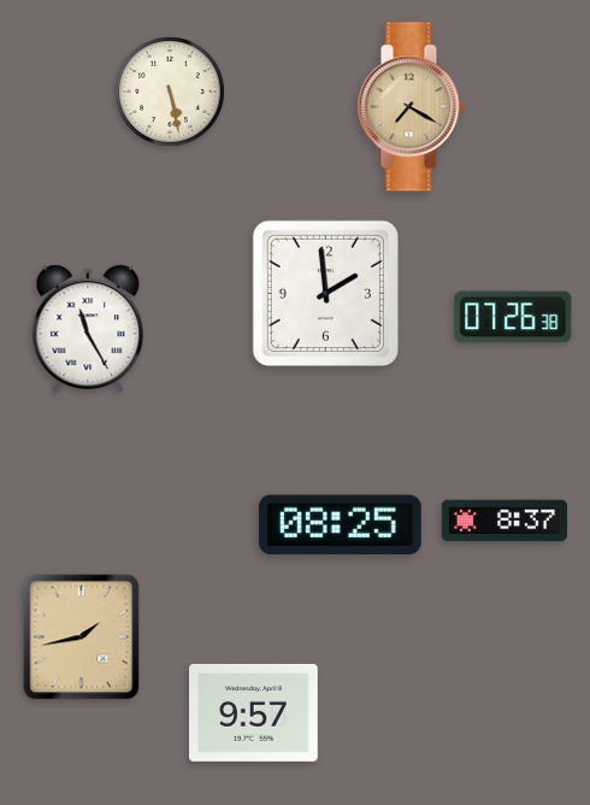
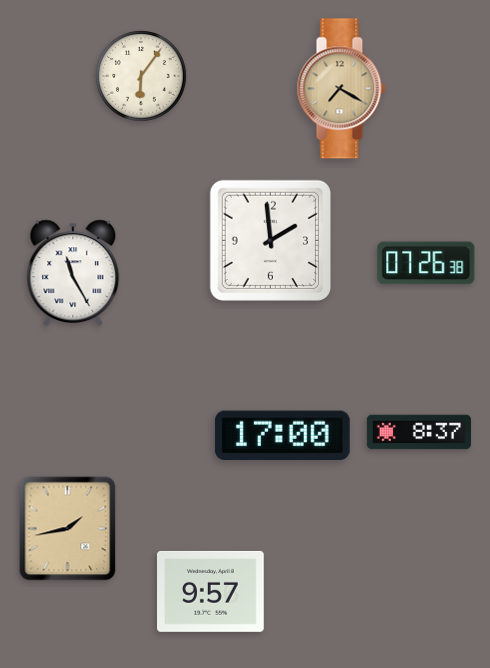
clock at (170, 92): 5:28 -> 6:06
clock at (325, 293) position: (325, 293) -> (270, 240)
clock at (340, 525): 08:25 -> 17:00
